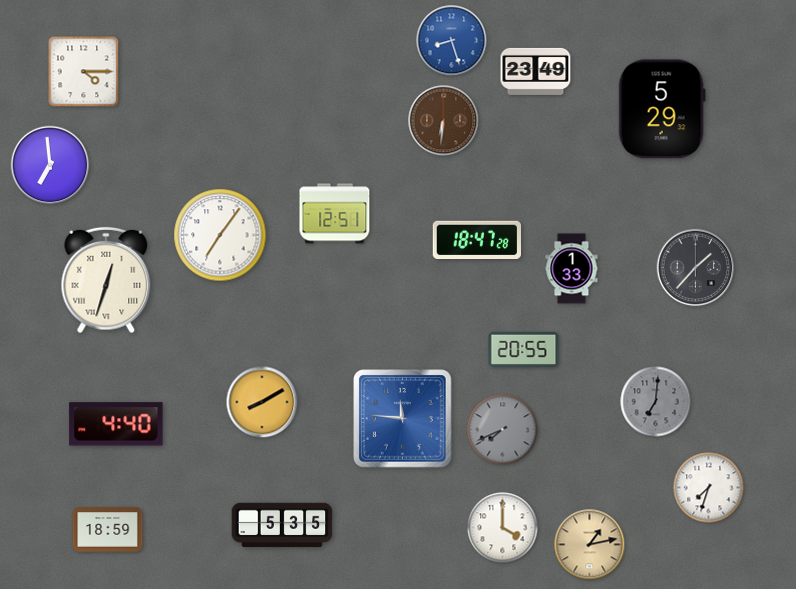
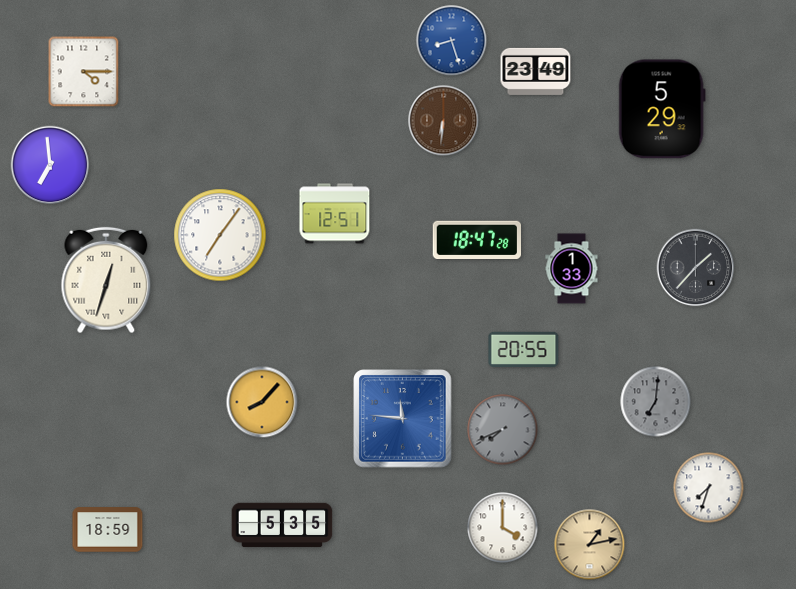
clock at (262, 402): 8:10 -> 8:07
clock at (116, 424): 4:40 -> none
